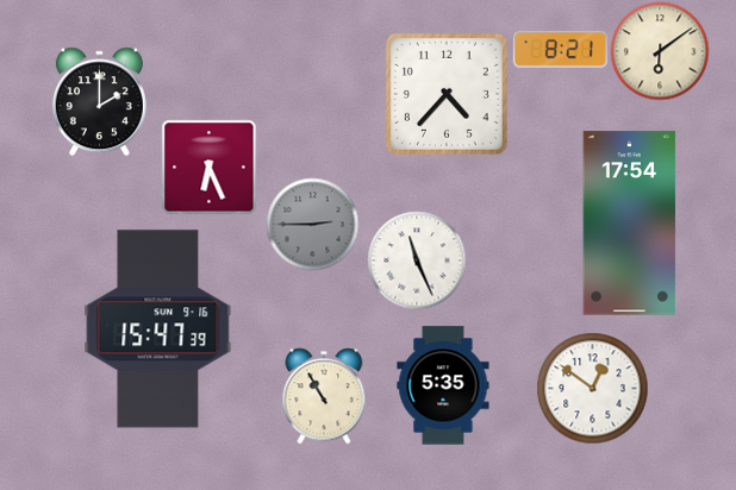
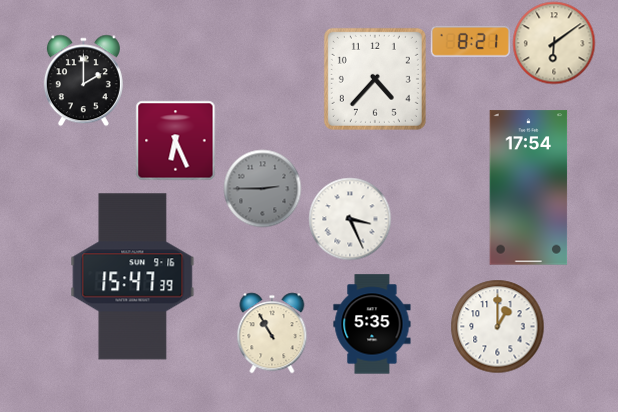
clock at (99, 101) position: (99, 101) -> (83, 80)
clock at (417, 260): 11:26 -> 3:26
clock at (592, 388): 12:51 -> 1:00
